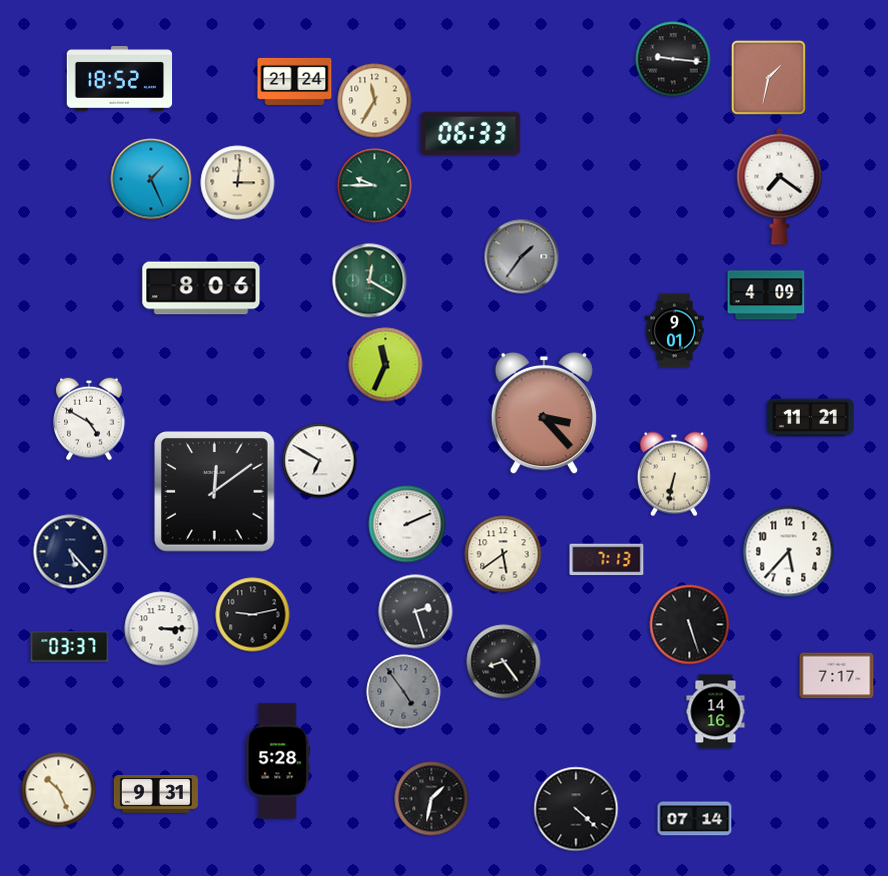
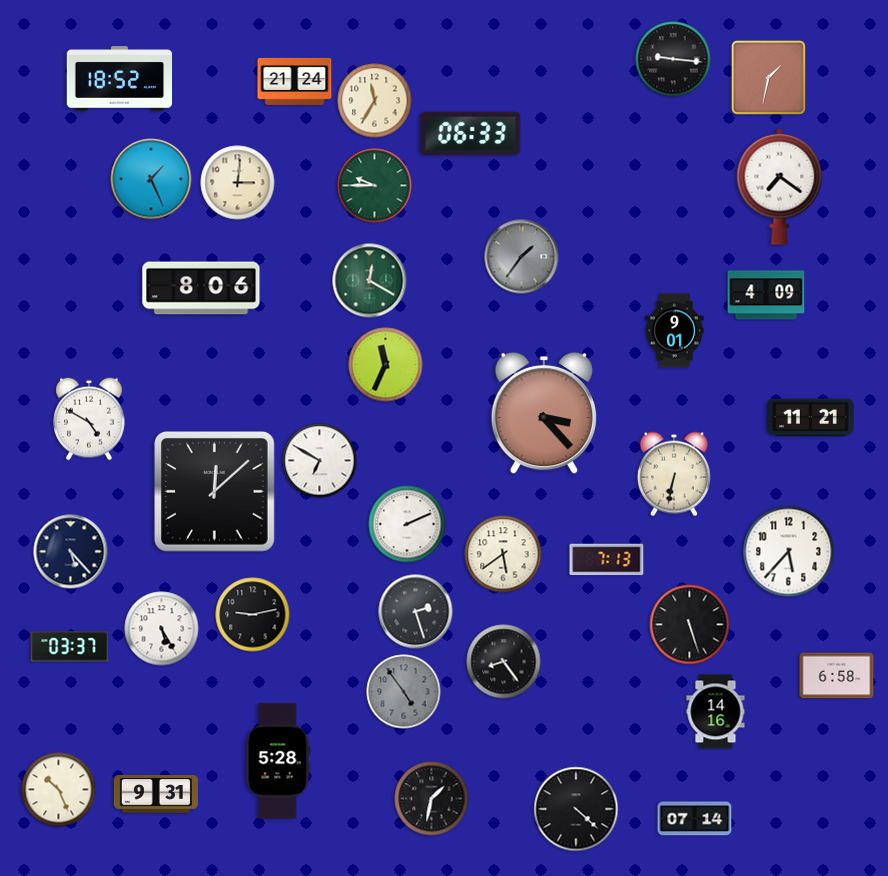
clock at (215, 492): 12:09 -> 12:08
clock at (162, 629): 3:15 -> 5:25
clock at (837, 676): 7:17 -> 6:58
